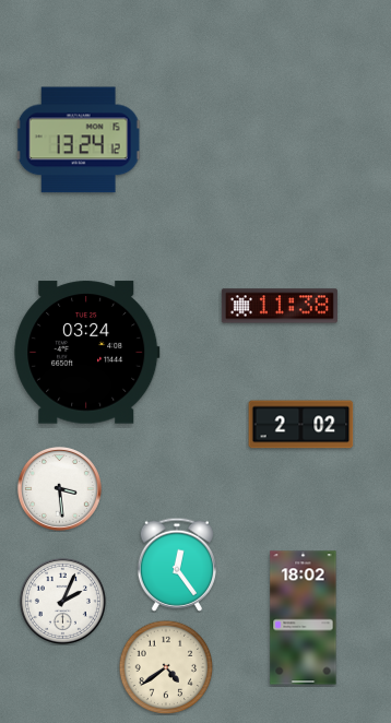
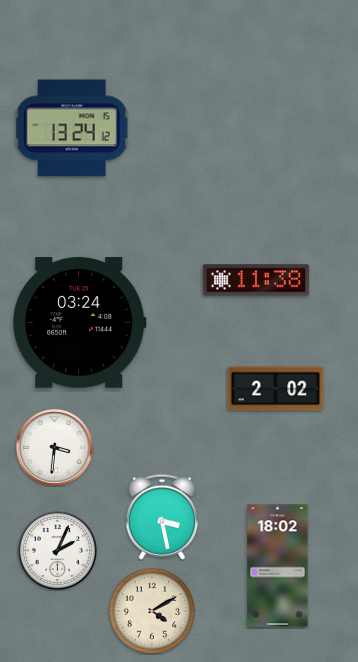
clock at (59, 488): 3:29 -> 3:31
clock at (177, 565): 12:24 -> 3:28
clock at (166, 667): 4:39 -> 4:10
